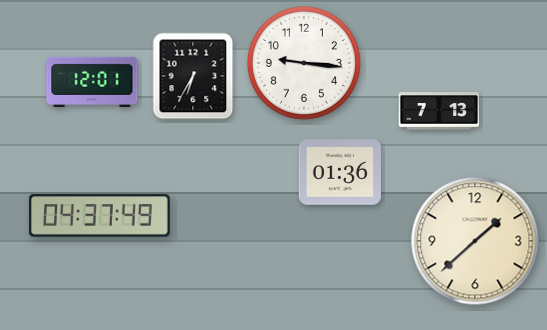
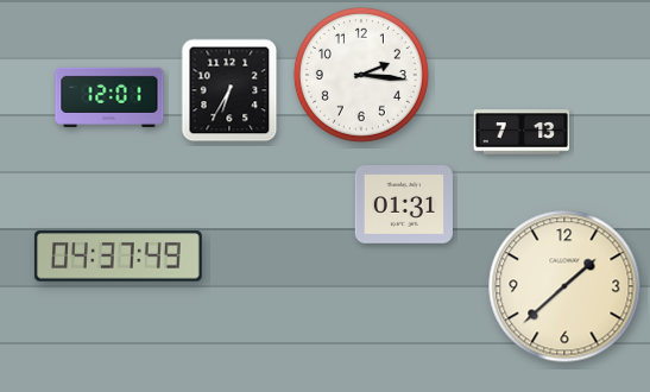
clock at (304, 63): 9:16 -> 2:16
clock at (340, 172): 01:36 -> 01:31
